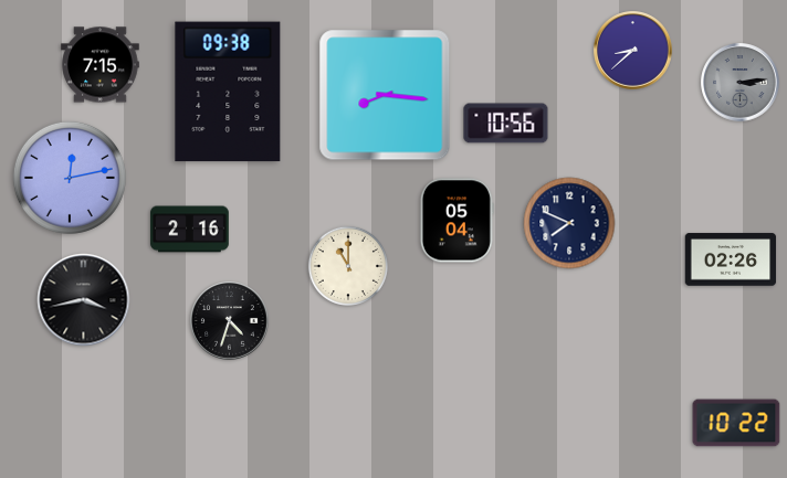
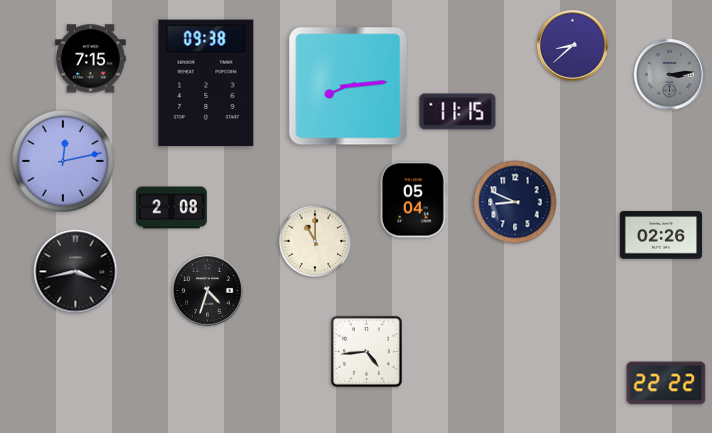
clock at (385, 95): 8:16 -> 8:14
clock at (506, 124): 10:56 -> 11:15
clock at (569, 223): 7:49 -> 8:49
clock at (190, 230): 2:16 -> 2:08
clock at (366, 351): none -> 4:44
clock at (736, 423): 10:22 -> 22:22
